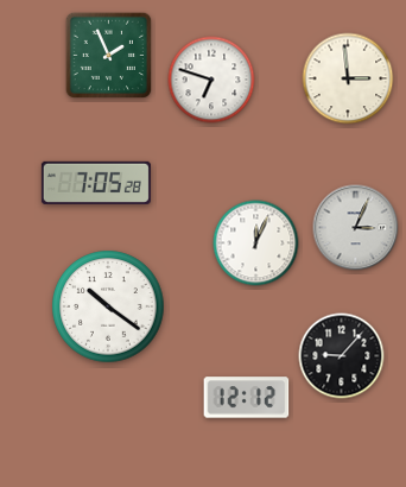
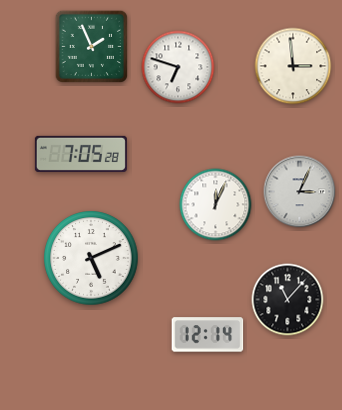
clock at (108, 306): 10:21 -> 5:11
clock at (342, 356): 9:07 -> 11:07
clock at (247, 398): 12:12 -> 12:14
